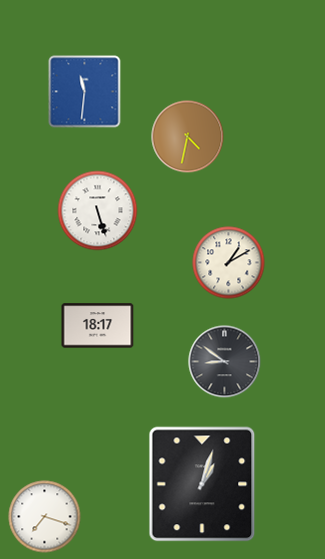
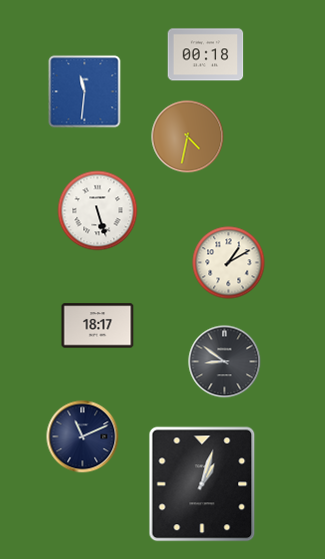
clock at (206, 55): none -> 00:18
clock at (83, 437): none -> 11:11
clock at (45, 517): 7:18 -> none
